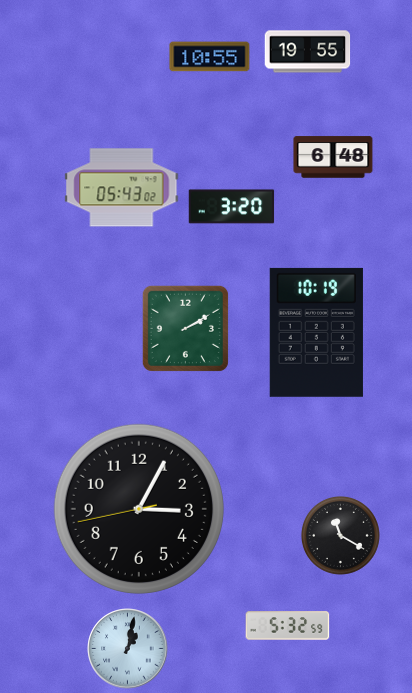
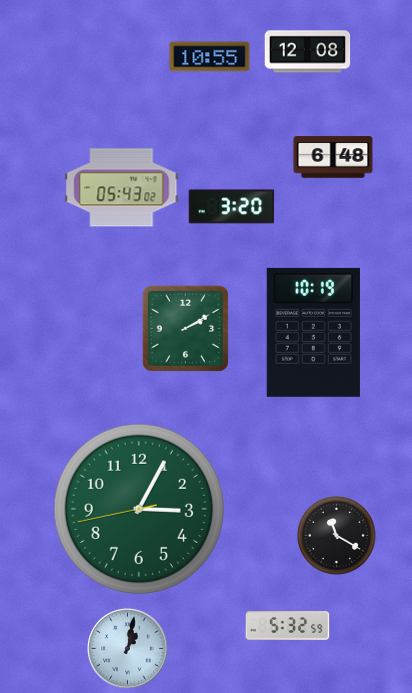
clock at (308, 52): 19:55 -> 12:08
clock at (316, 332) position: (316, 332) -> (313, 332)
clock at (139, 509) dial: black -> green
clock at (340, 535) position: (340, 535) -> (336, 535)
